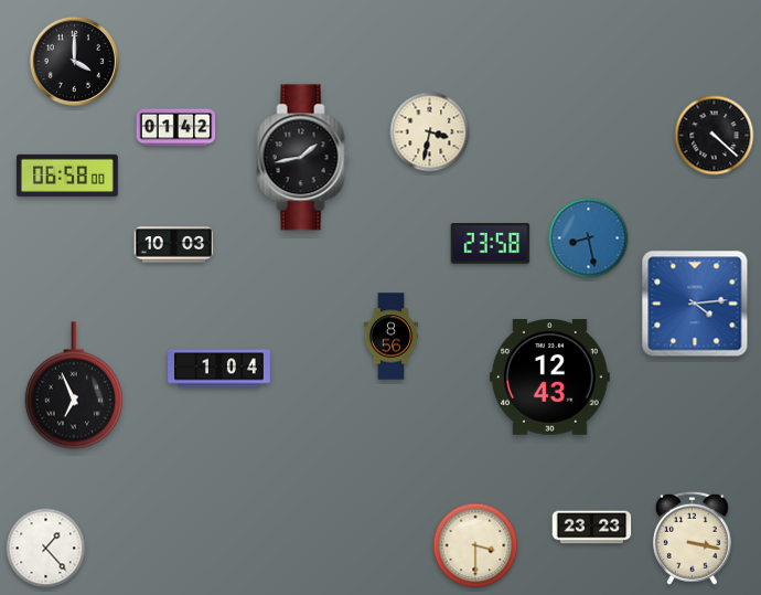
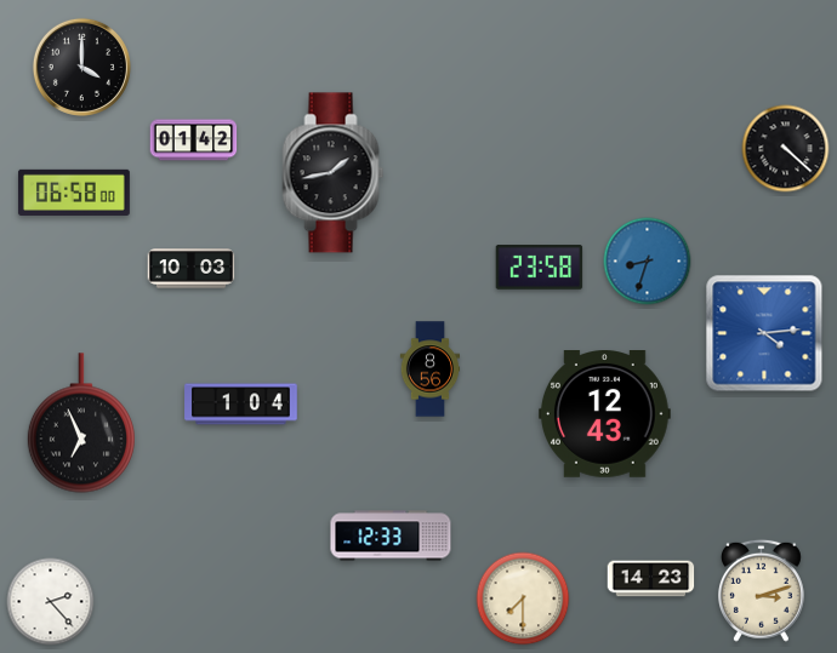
clock at (430, 132): 3:32 -> none
clock at (589, 238): 8:28 -> 8:33
clock at (391, 535): none -> 12:33
clock at (592, 528): 23:23 -> 14:23
clock at (692, 538): 3:17 -> 3:12
clock at (475, 545): 3:30 -> 7:30
clock at (46, 549): 1:23 -> 2:23
